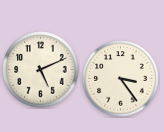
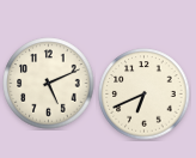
clock at (121, 79): 3:24 -> 6:41
